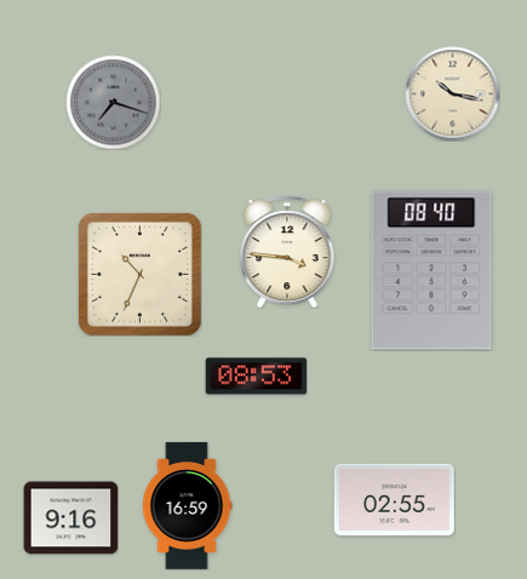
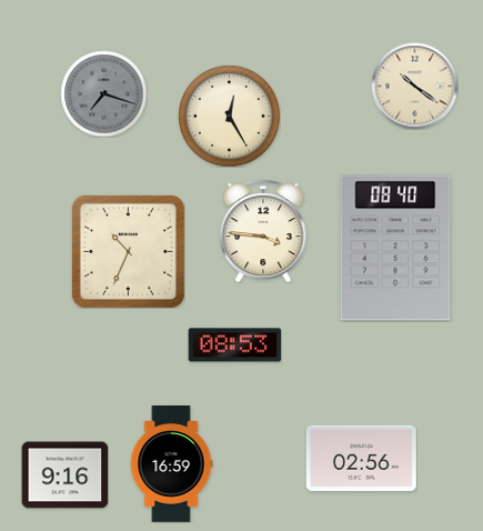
clock at (452, 93): 10:17 -> 10:21
clock at (230, 117): none -> 12:25
clock at (394, 499): 02:55 -> 02:56
